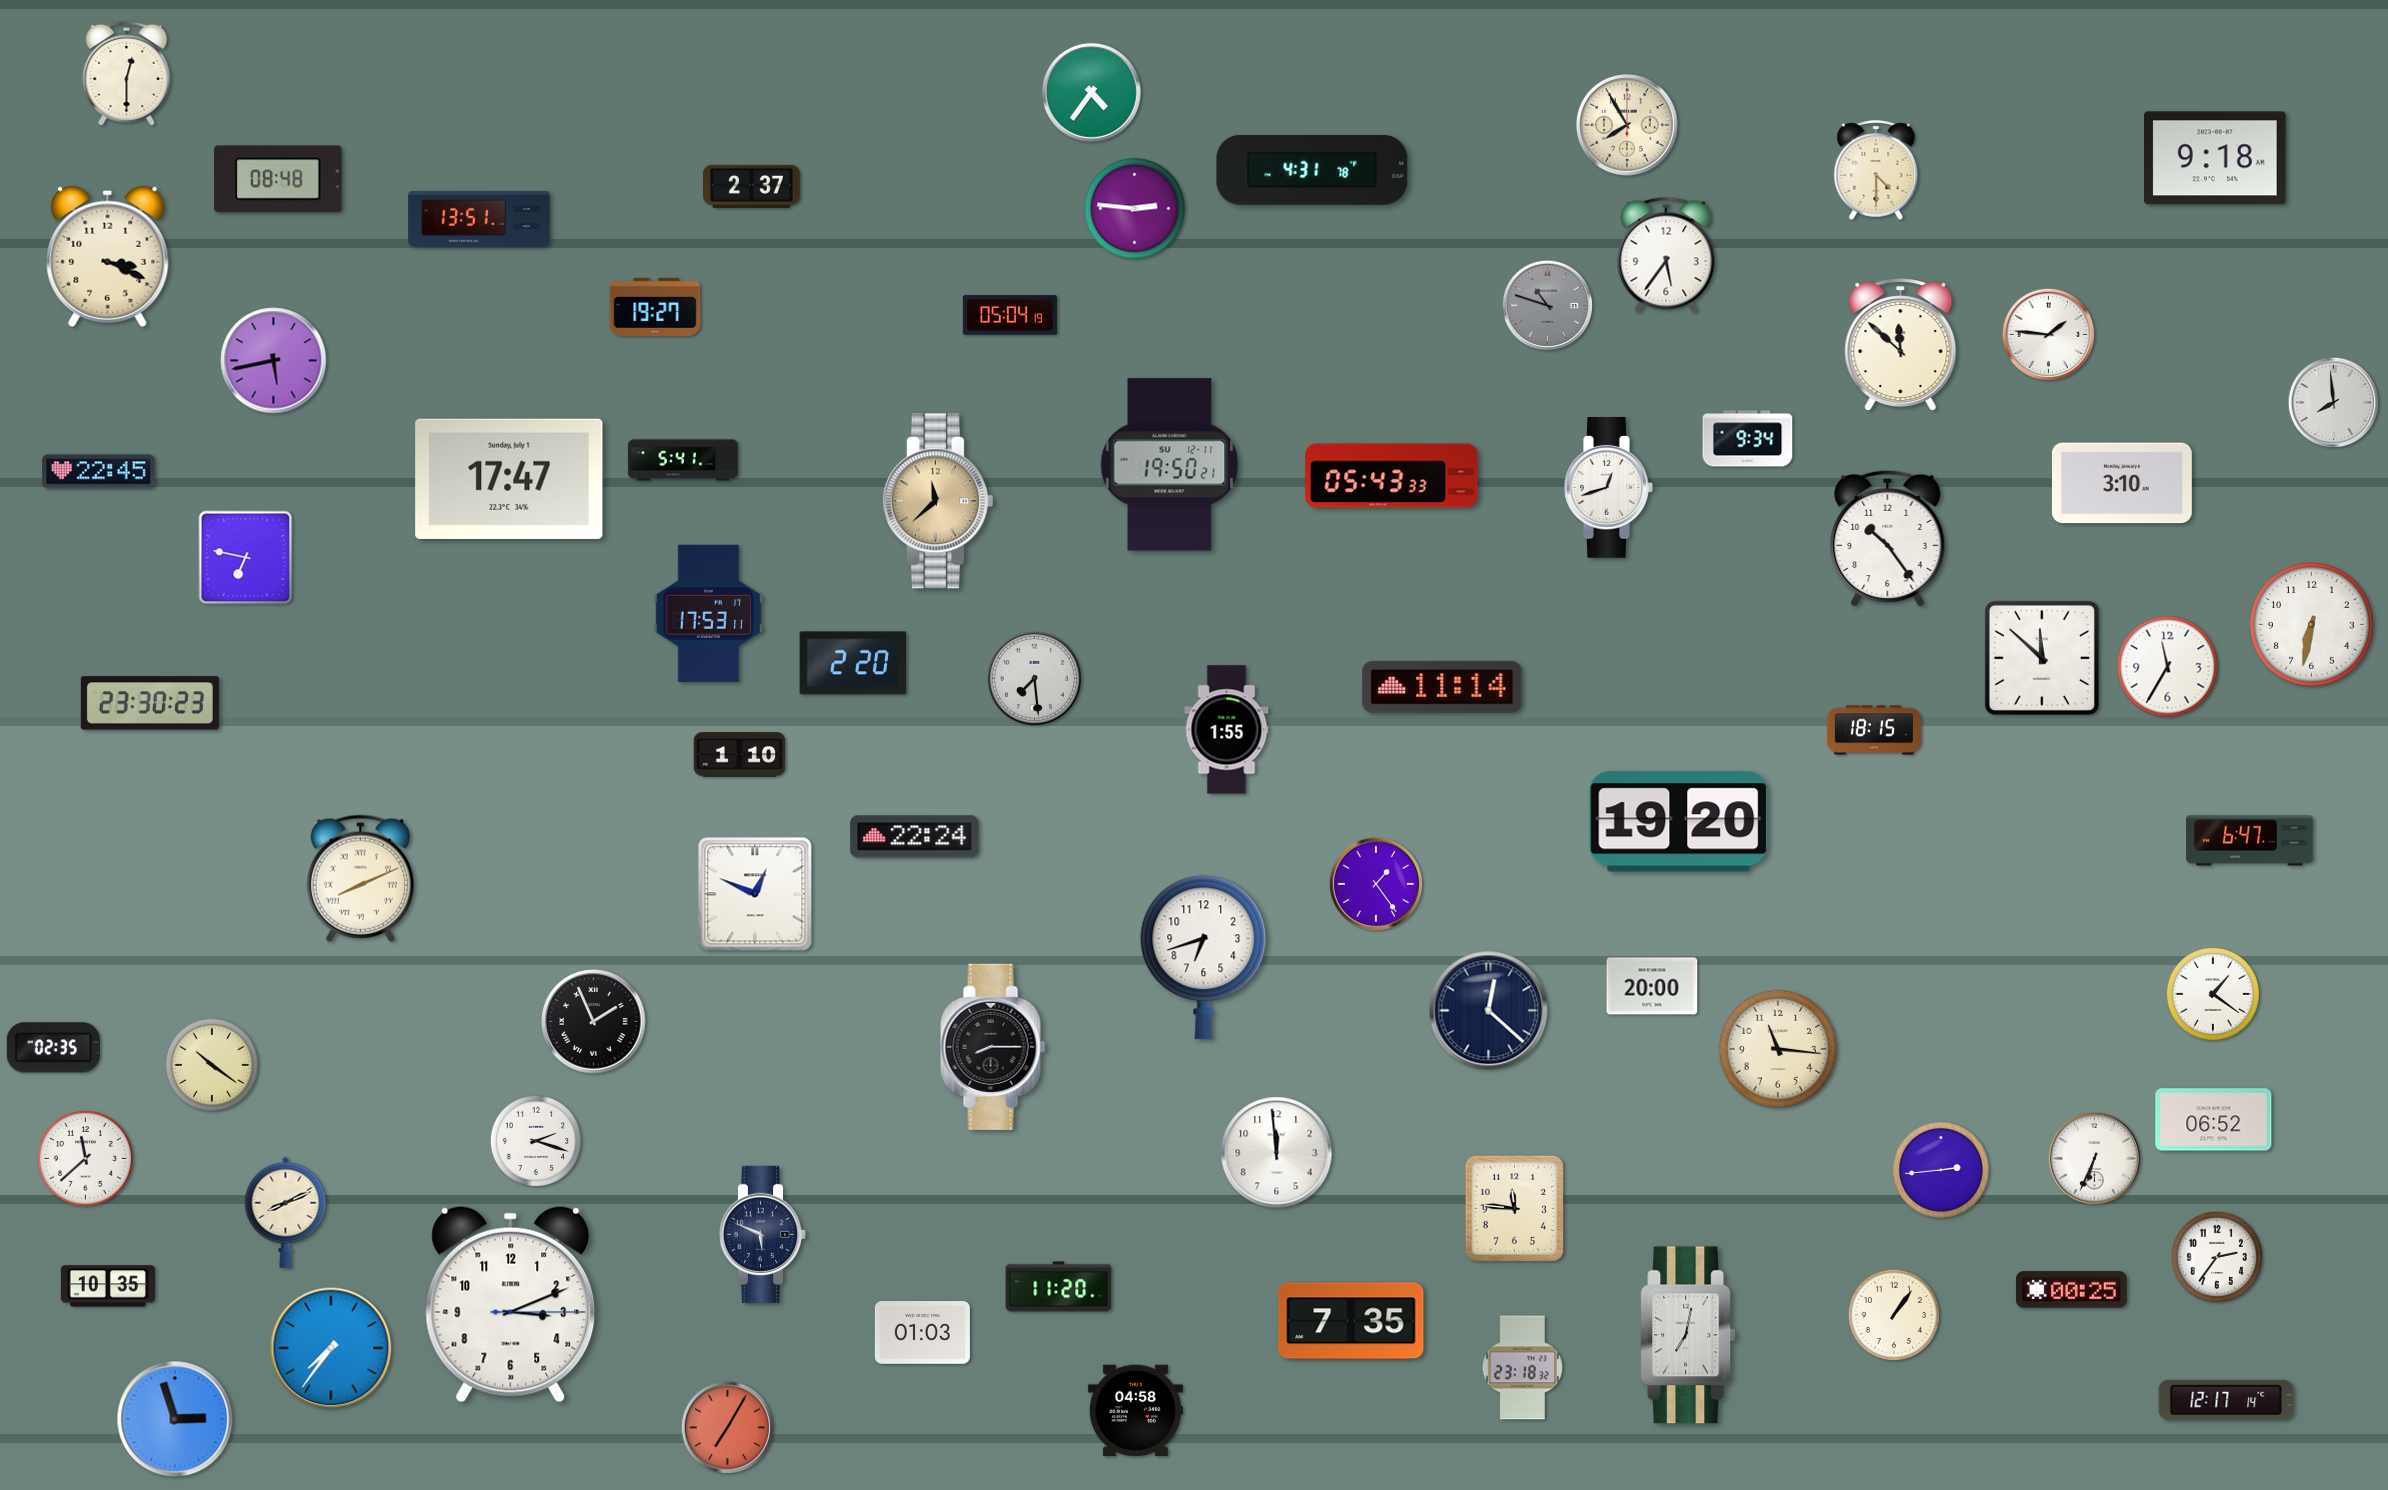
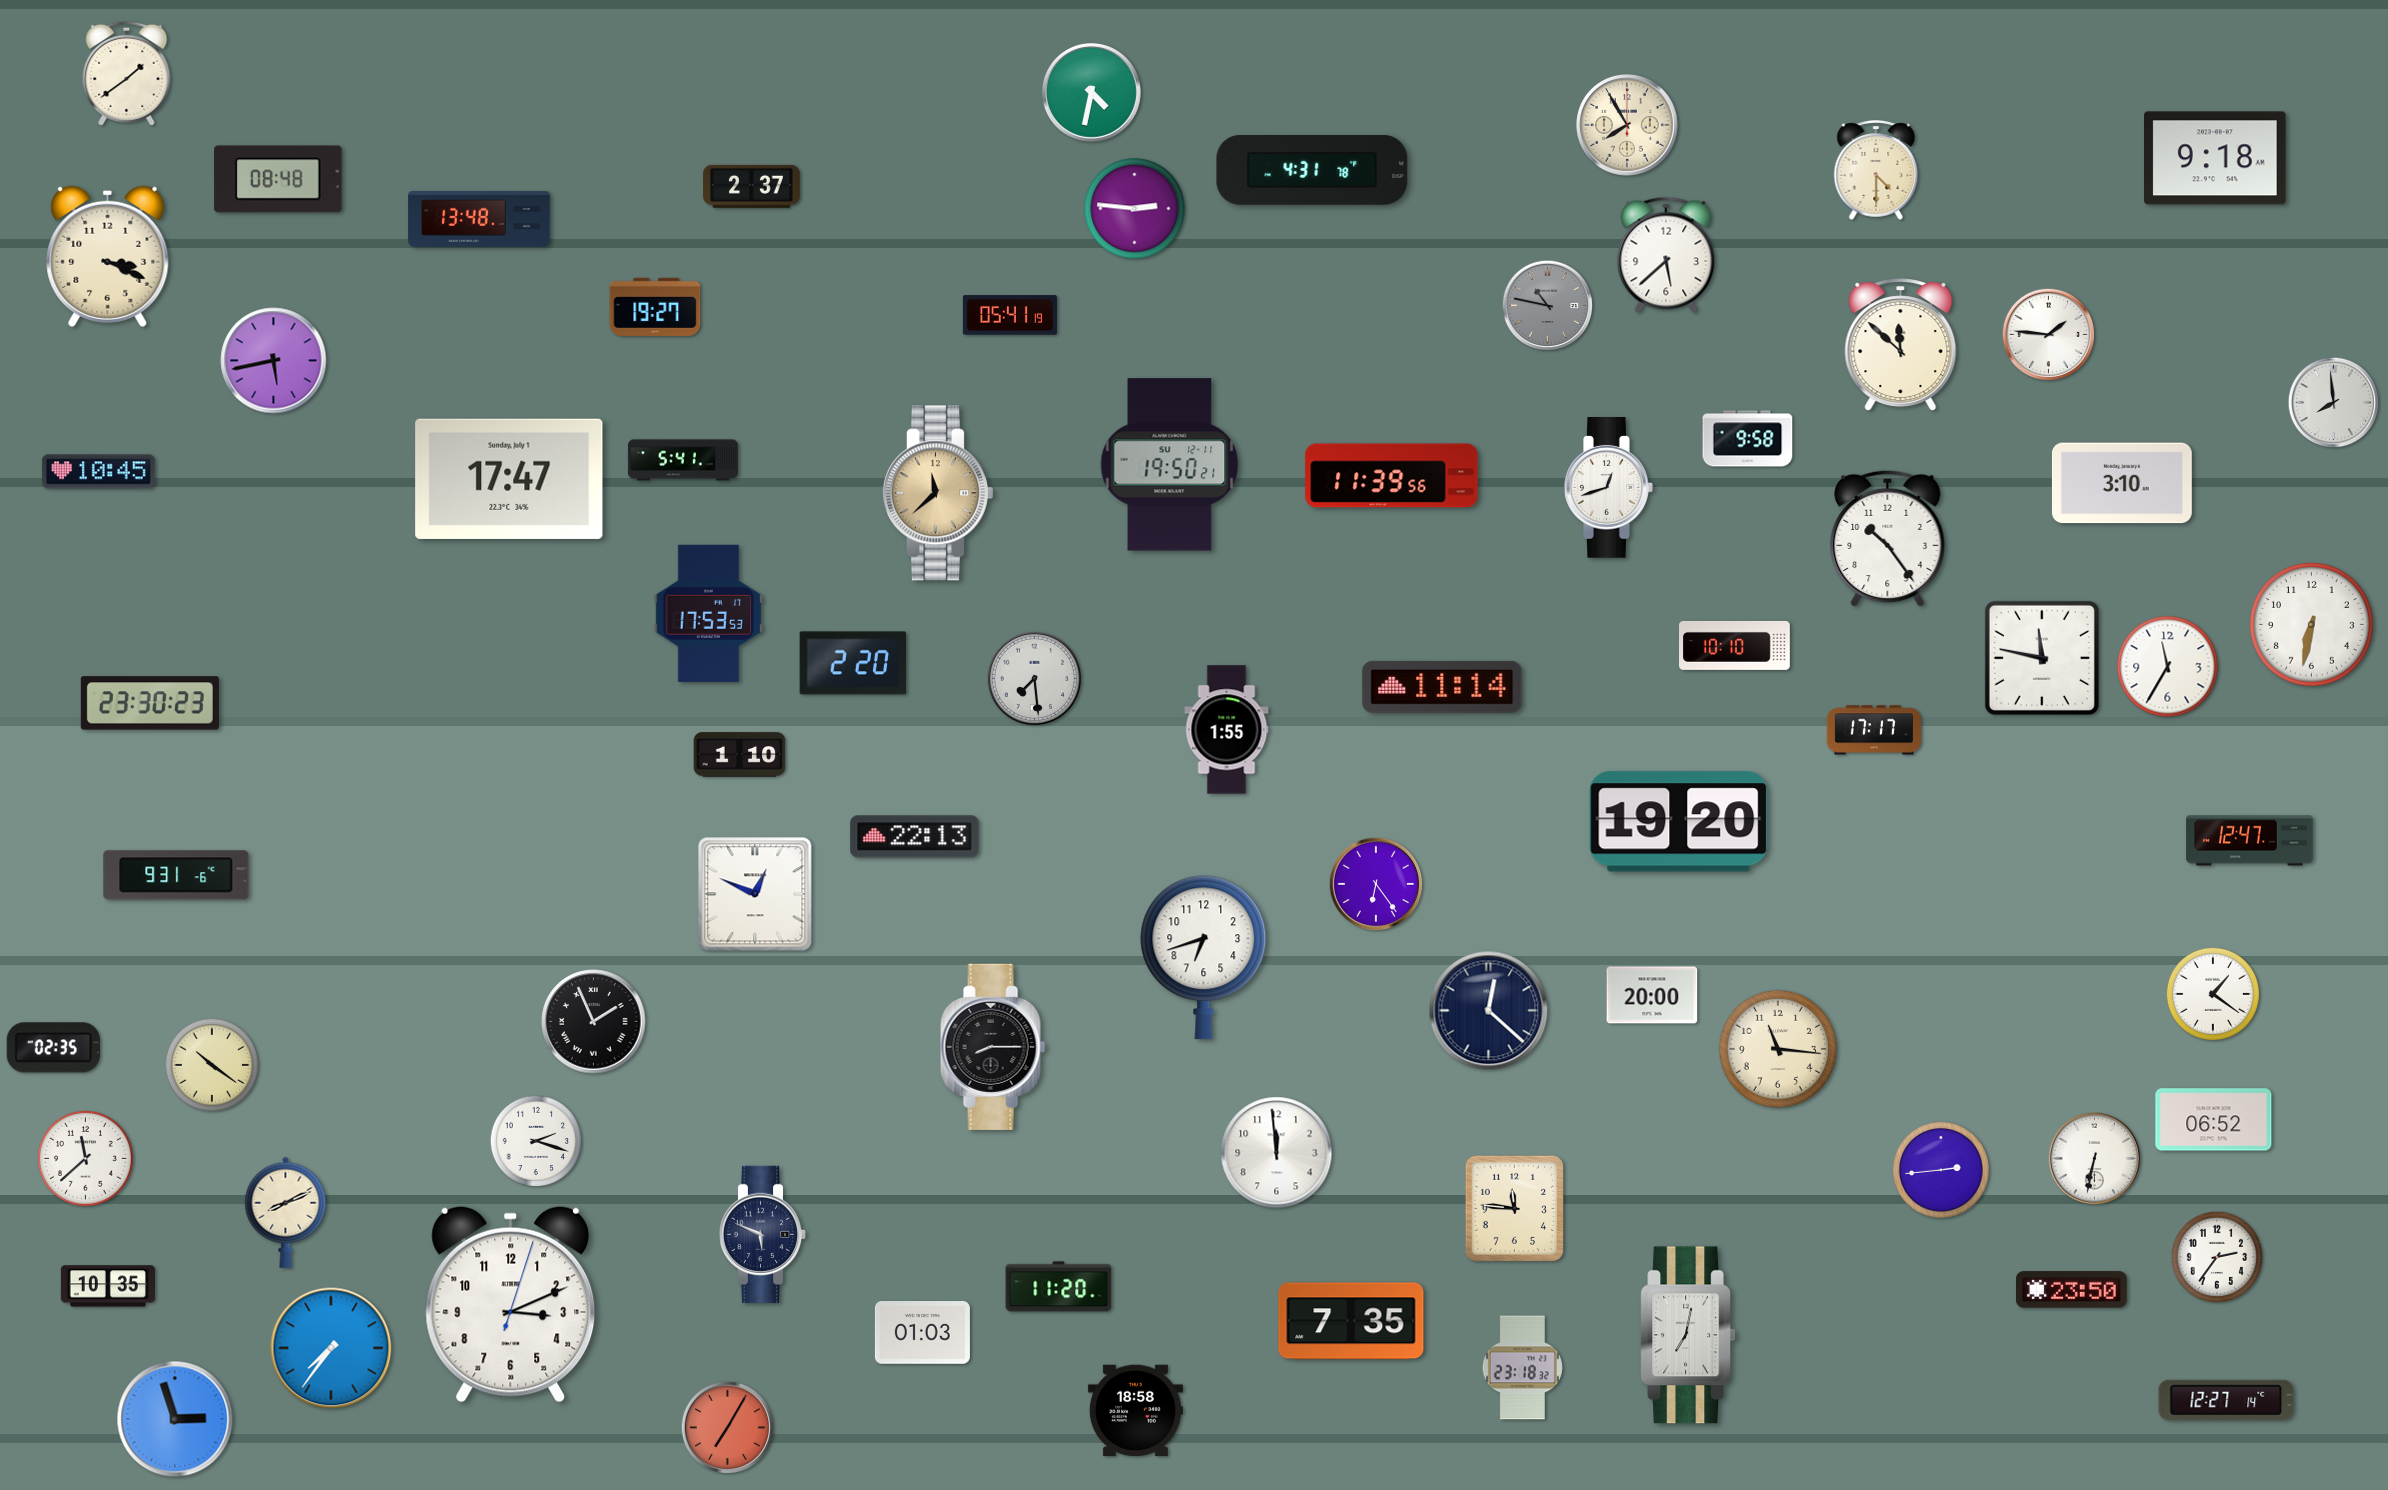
clock at (127, 73): 12:30 -> 1:39
clock at (1091, 92): 4:36 -> 4:32
clock at (479, 219): 13:51 -> 13:48
clock at (1666, 255): 5:36 -> 5:38
clock at (1548, 306): 10:48 -> 10:47
clock at (1010, 315): 05:04 -> 05:41
clock at (1748, 439): 9:34 -> 9:58
clock at (99, 472): 22:45 -> 10:45
clock at (1392, 476): 05:43 -> 11:39
clock at (937, 501) position: (937, 501) -> (937, 493)
clock at (246, 558): 6:47 -> none
clock at (708, 613): 17:53:11 -> 17:53:53
clock at (1735, 645): none -> 10:10
clock at (2042, 658): 11:52 -> 11:47
clock at (1874, 730): 18:15 -> 17:17
clock at (915, 837): 22:24 -> 22:13
clock at (2250, 841): 6:47 -> 12:47
clock at (176, 875): none -> 9:31
clock at (360, 878): 8:11 -> none
clock at (1376, 884): 1:24 -> 6:24
clock at (1652, 986) position: (1652, 986) -> (1652, 995)
clock at (2094, 1158): 6:34 -> 6:32
clock at (2071, 1290): 00:25 -> 23:50
clock at (511, 1305): 3:11:15 -> 3:11:03
clock at (1893, 1314): 1:06 -> none
clock at (2226, 1400): 12:17 -> 12:27
clock at (1135, 1411): 04:58 -> 18:58
